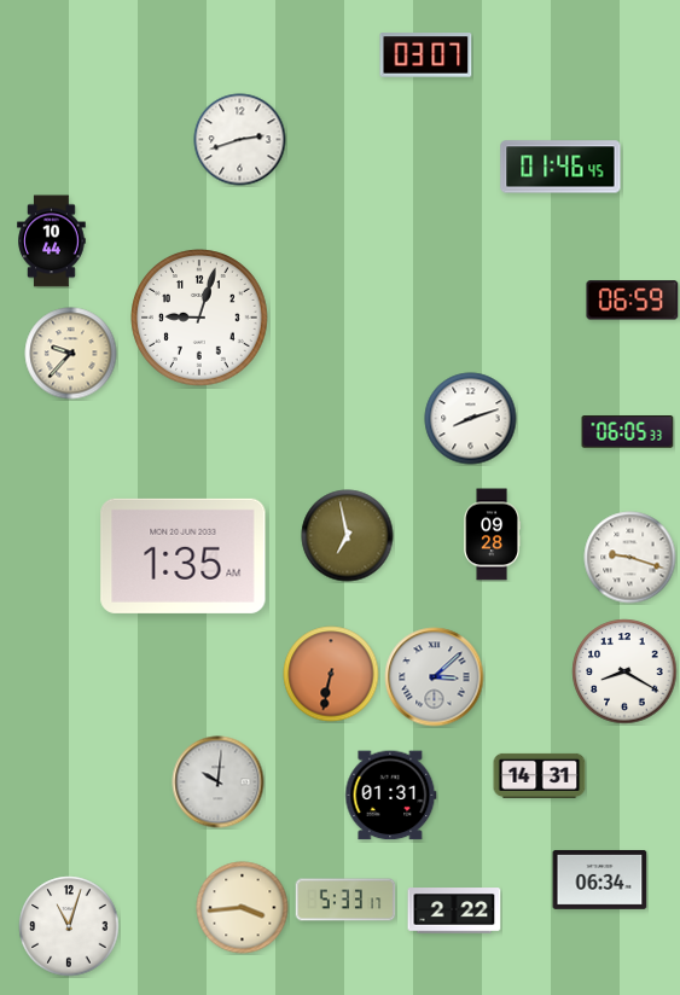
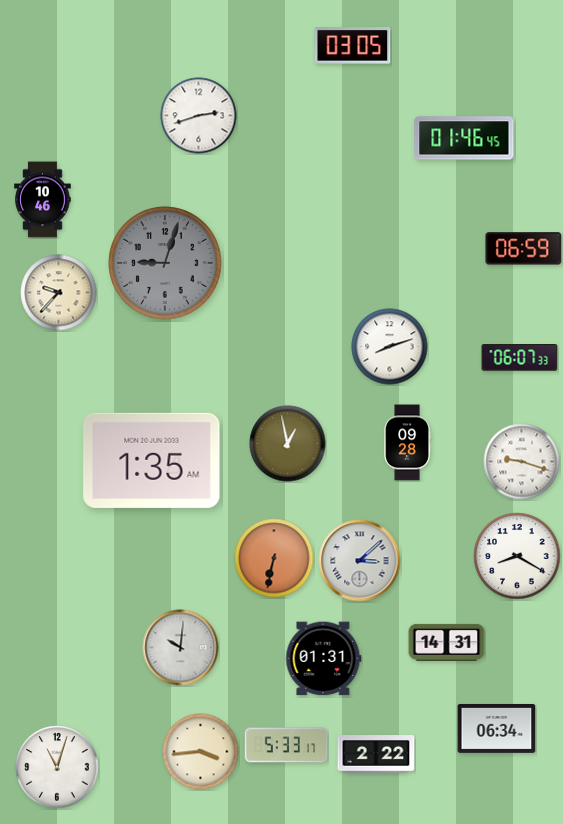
clock at (426, 56): 03:07 -> 03:05
clock at (52, 242): 10:44 -> 10:46
clock at (199, 318) dial: white -> grey
clock at (628, 432): 06:05 -> 06:07
clock at (348, 536): 6:58 -> 12:58
